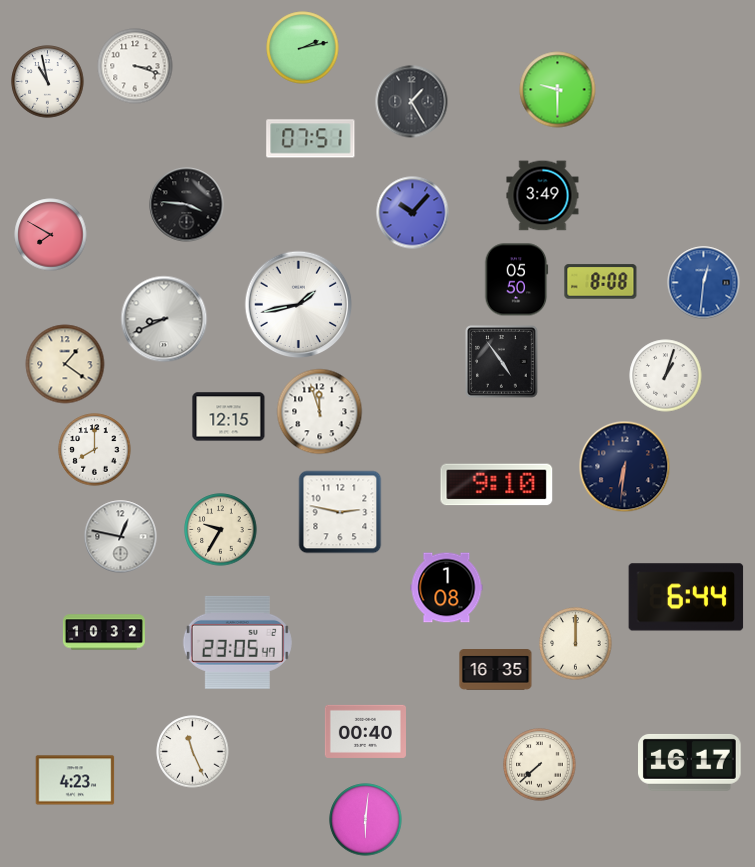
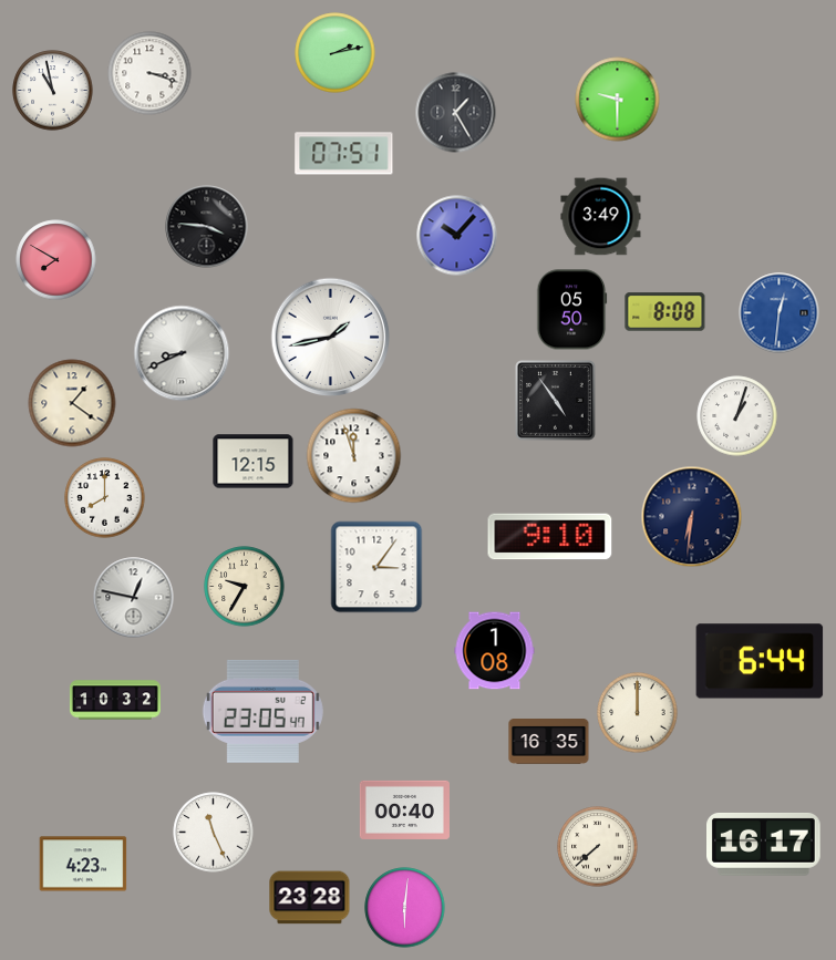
clock at (340, 512): 2:47 -> 3:06
clock at (121, 537) position: (121, 537) -> (134, 598)
clock at (310, 898): none -> 23:28
